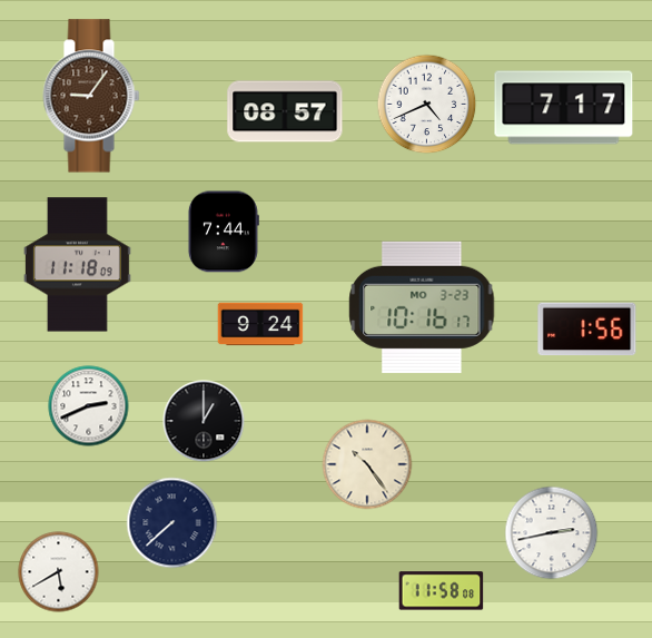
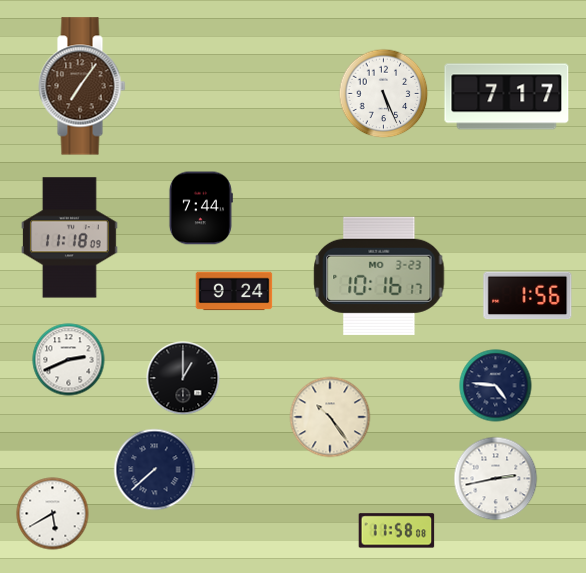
clock at (91, 96): 9:06 -> 7:06
clock at (427, 105): 4:41 -> 5:26
clock at (285, 111): 08:57 -> none
clock at (89, 406) position: (89, 406) -> (69, 360)
clock at (496, 386): none -> 4:46
